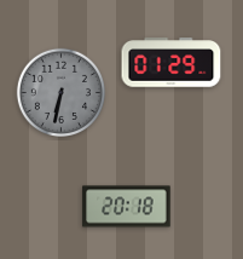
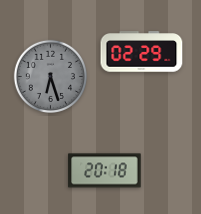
clock at (172, 63): 01:29 -> 02:29
clock at (62, 92): 6:32 -> 6:27
